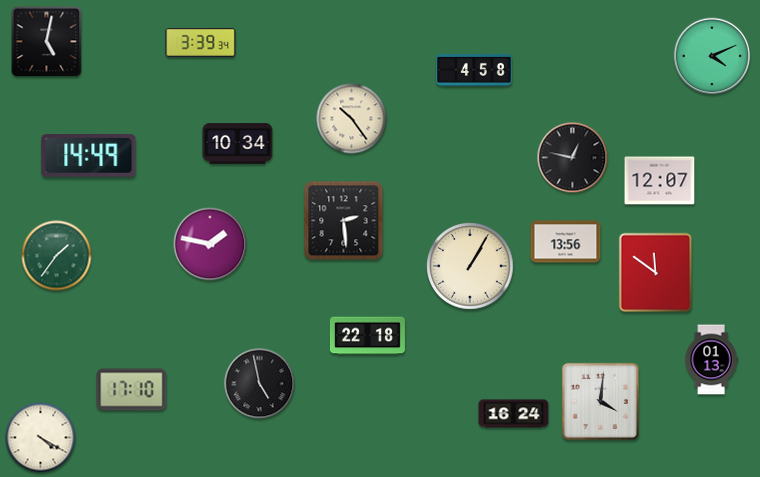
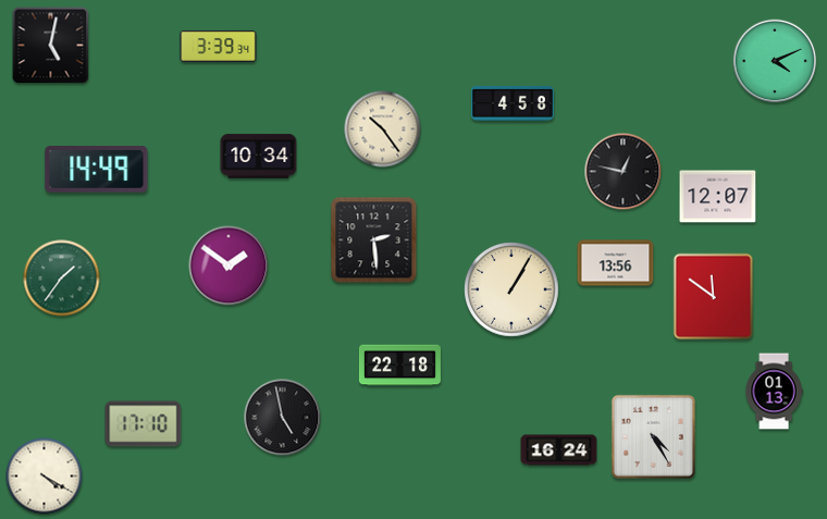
clock at (475, 70) position: (475, 70) -> (514, 103)
clock at (210, 244): 1:47 -> 1:51
clock at (600, 401): 4:01 -> 4:25
